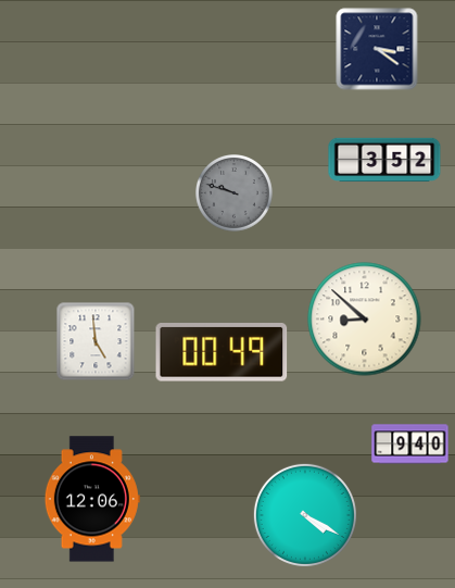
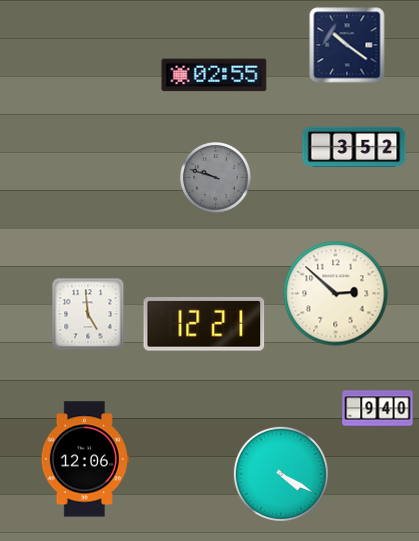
clock at (377, 49): 3:21 -> 10:21
clock at (214, 75): none -> 02:55
clock at (365, 320): 8:52 -> 2:52
clock at (222, 353): 00:49 -> 12:21
